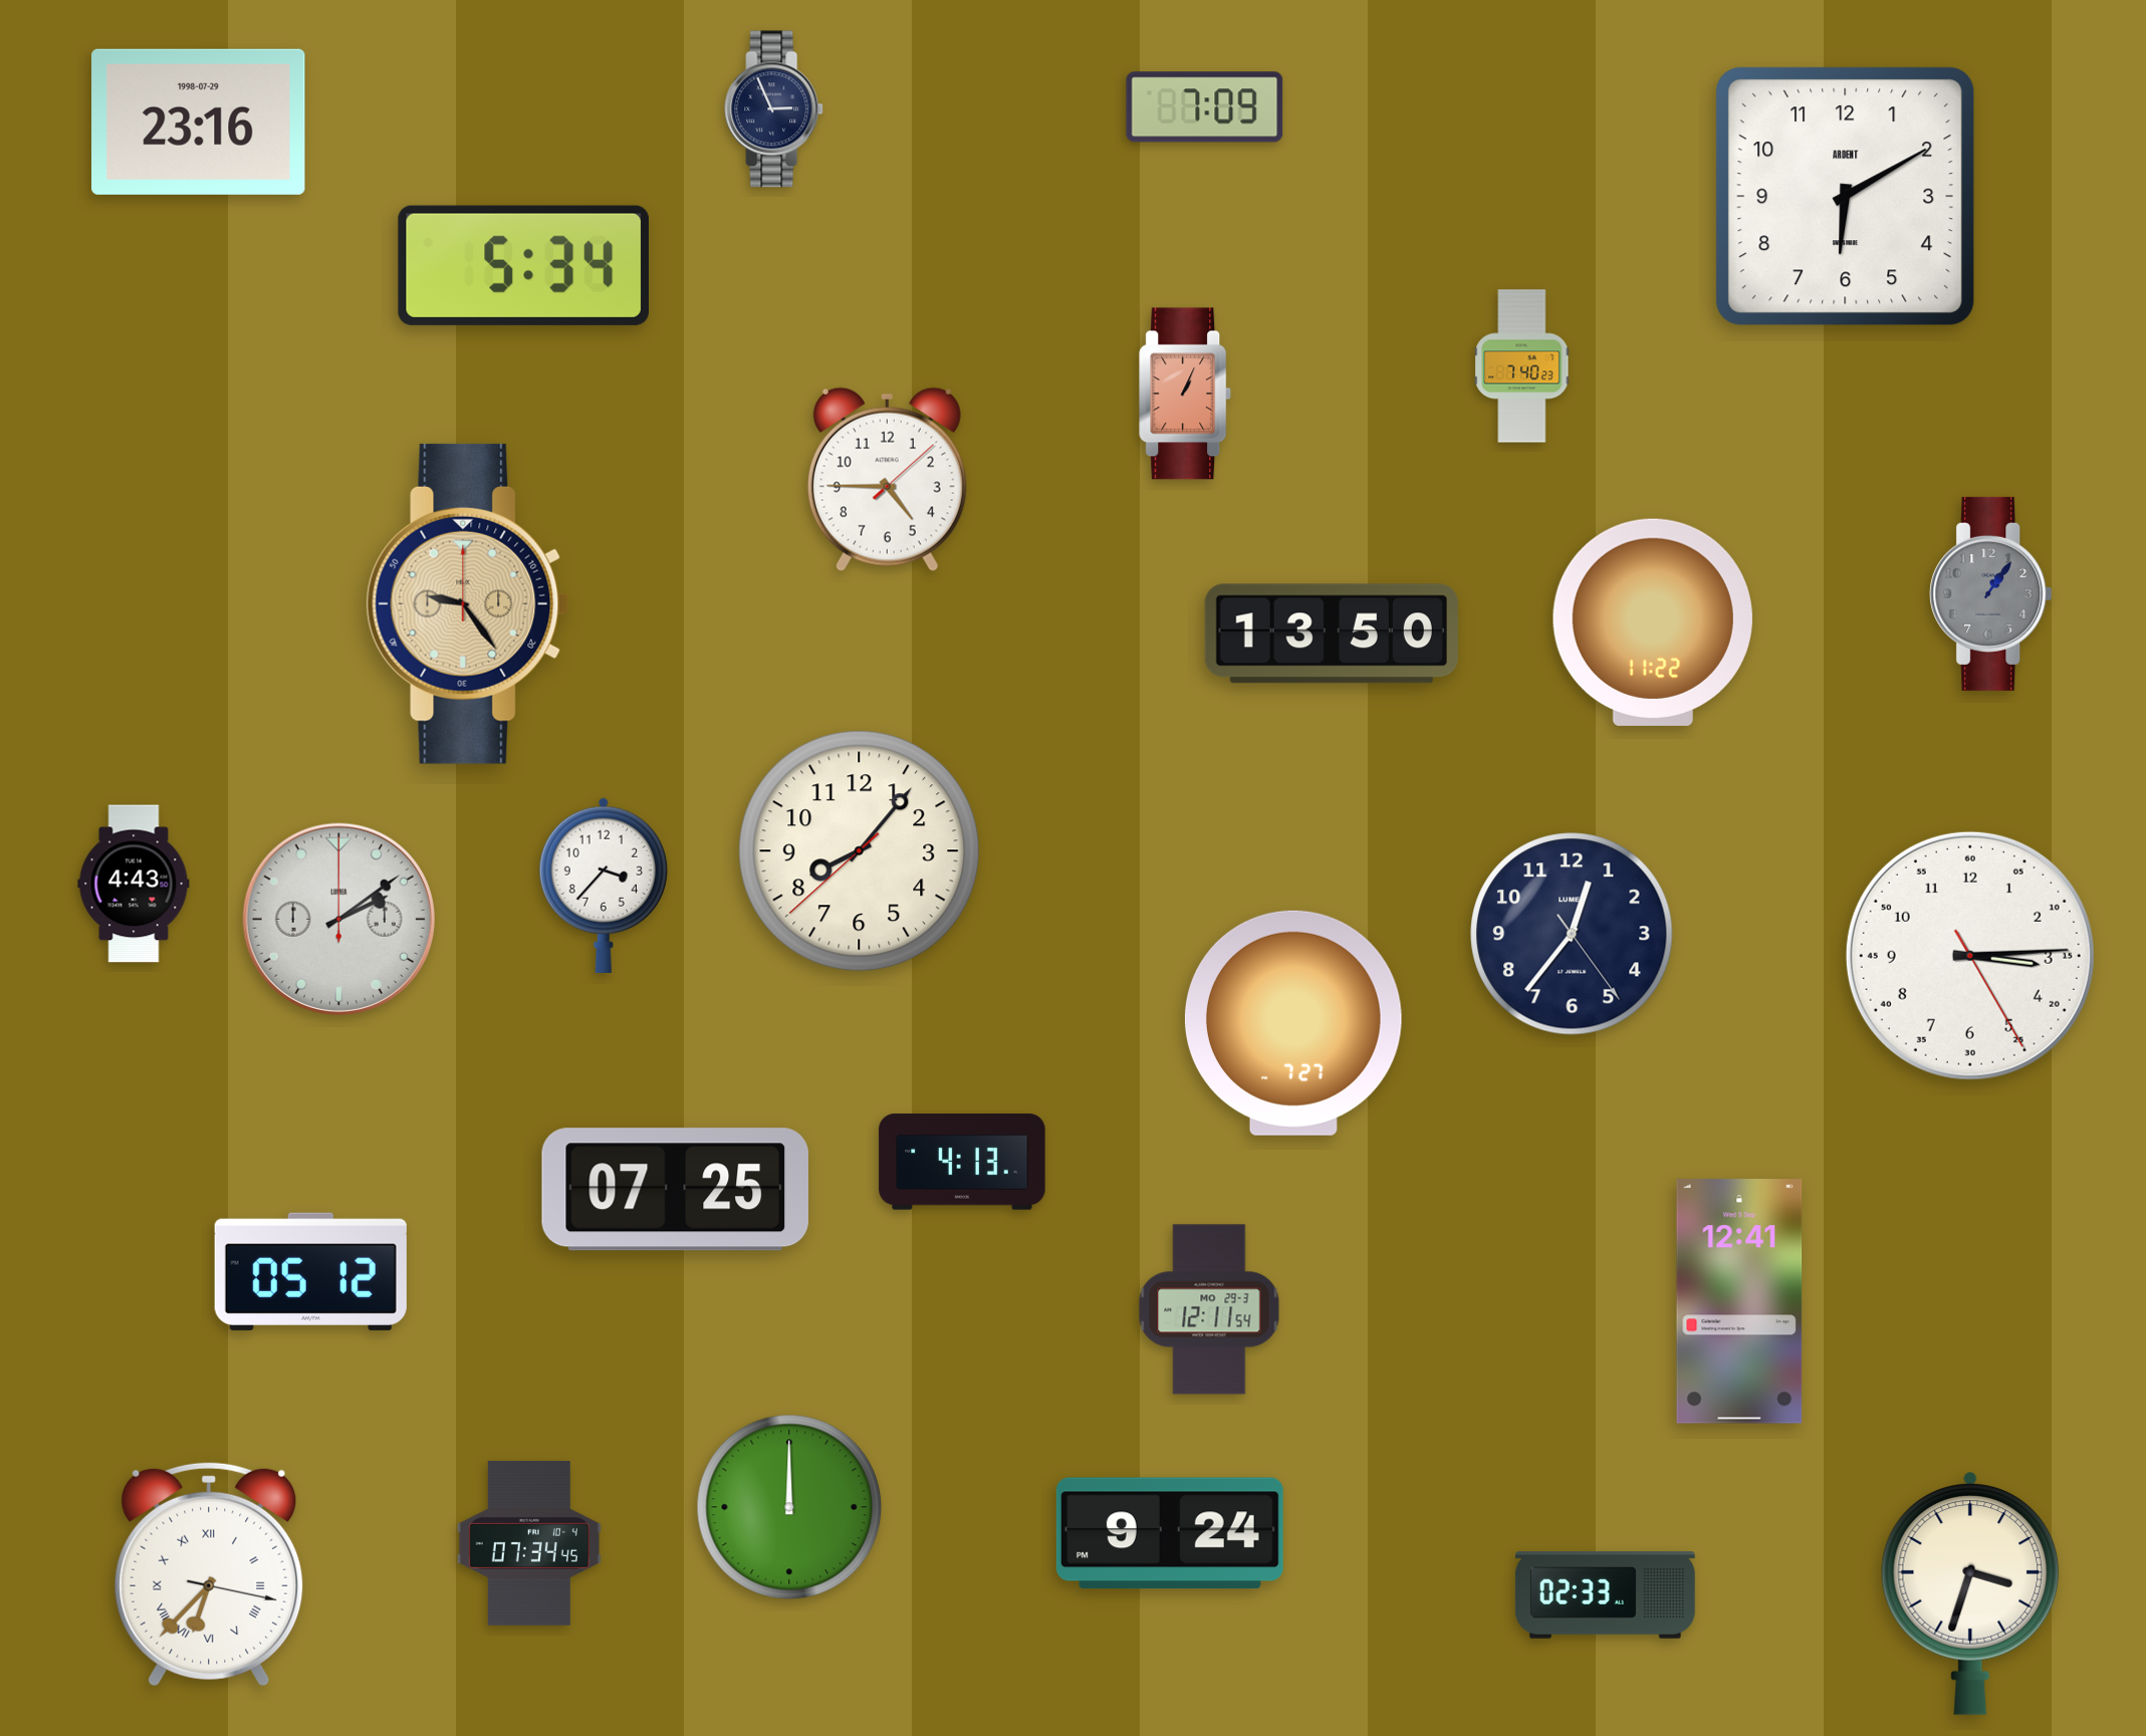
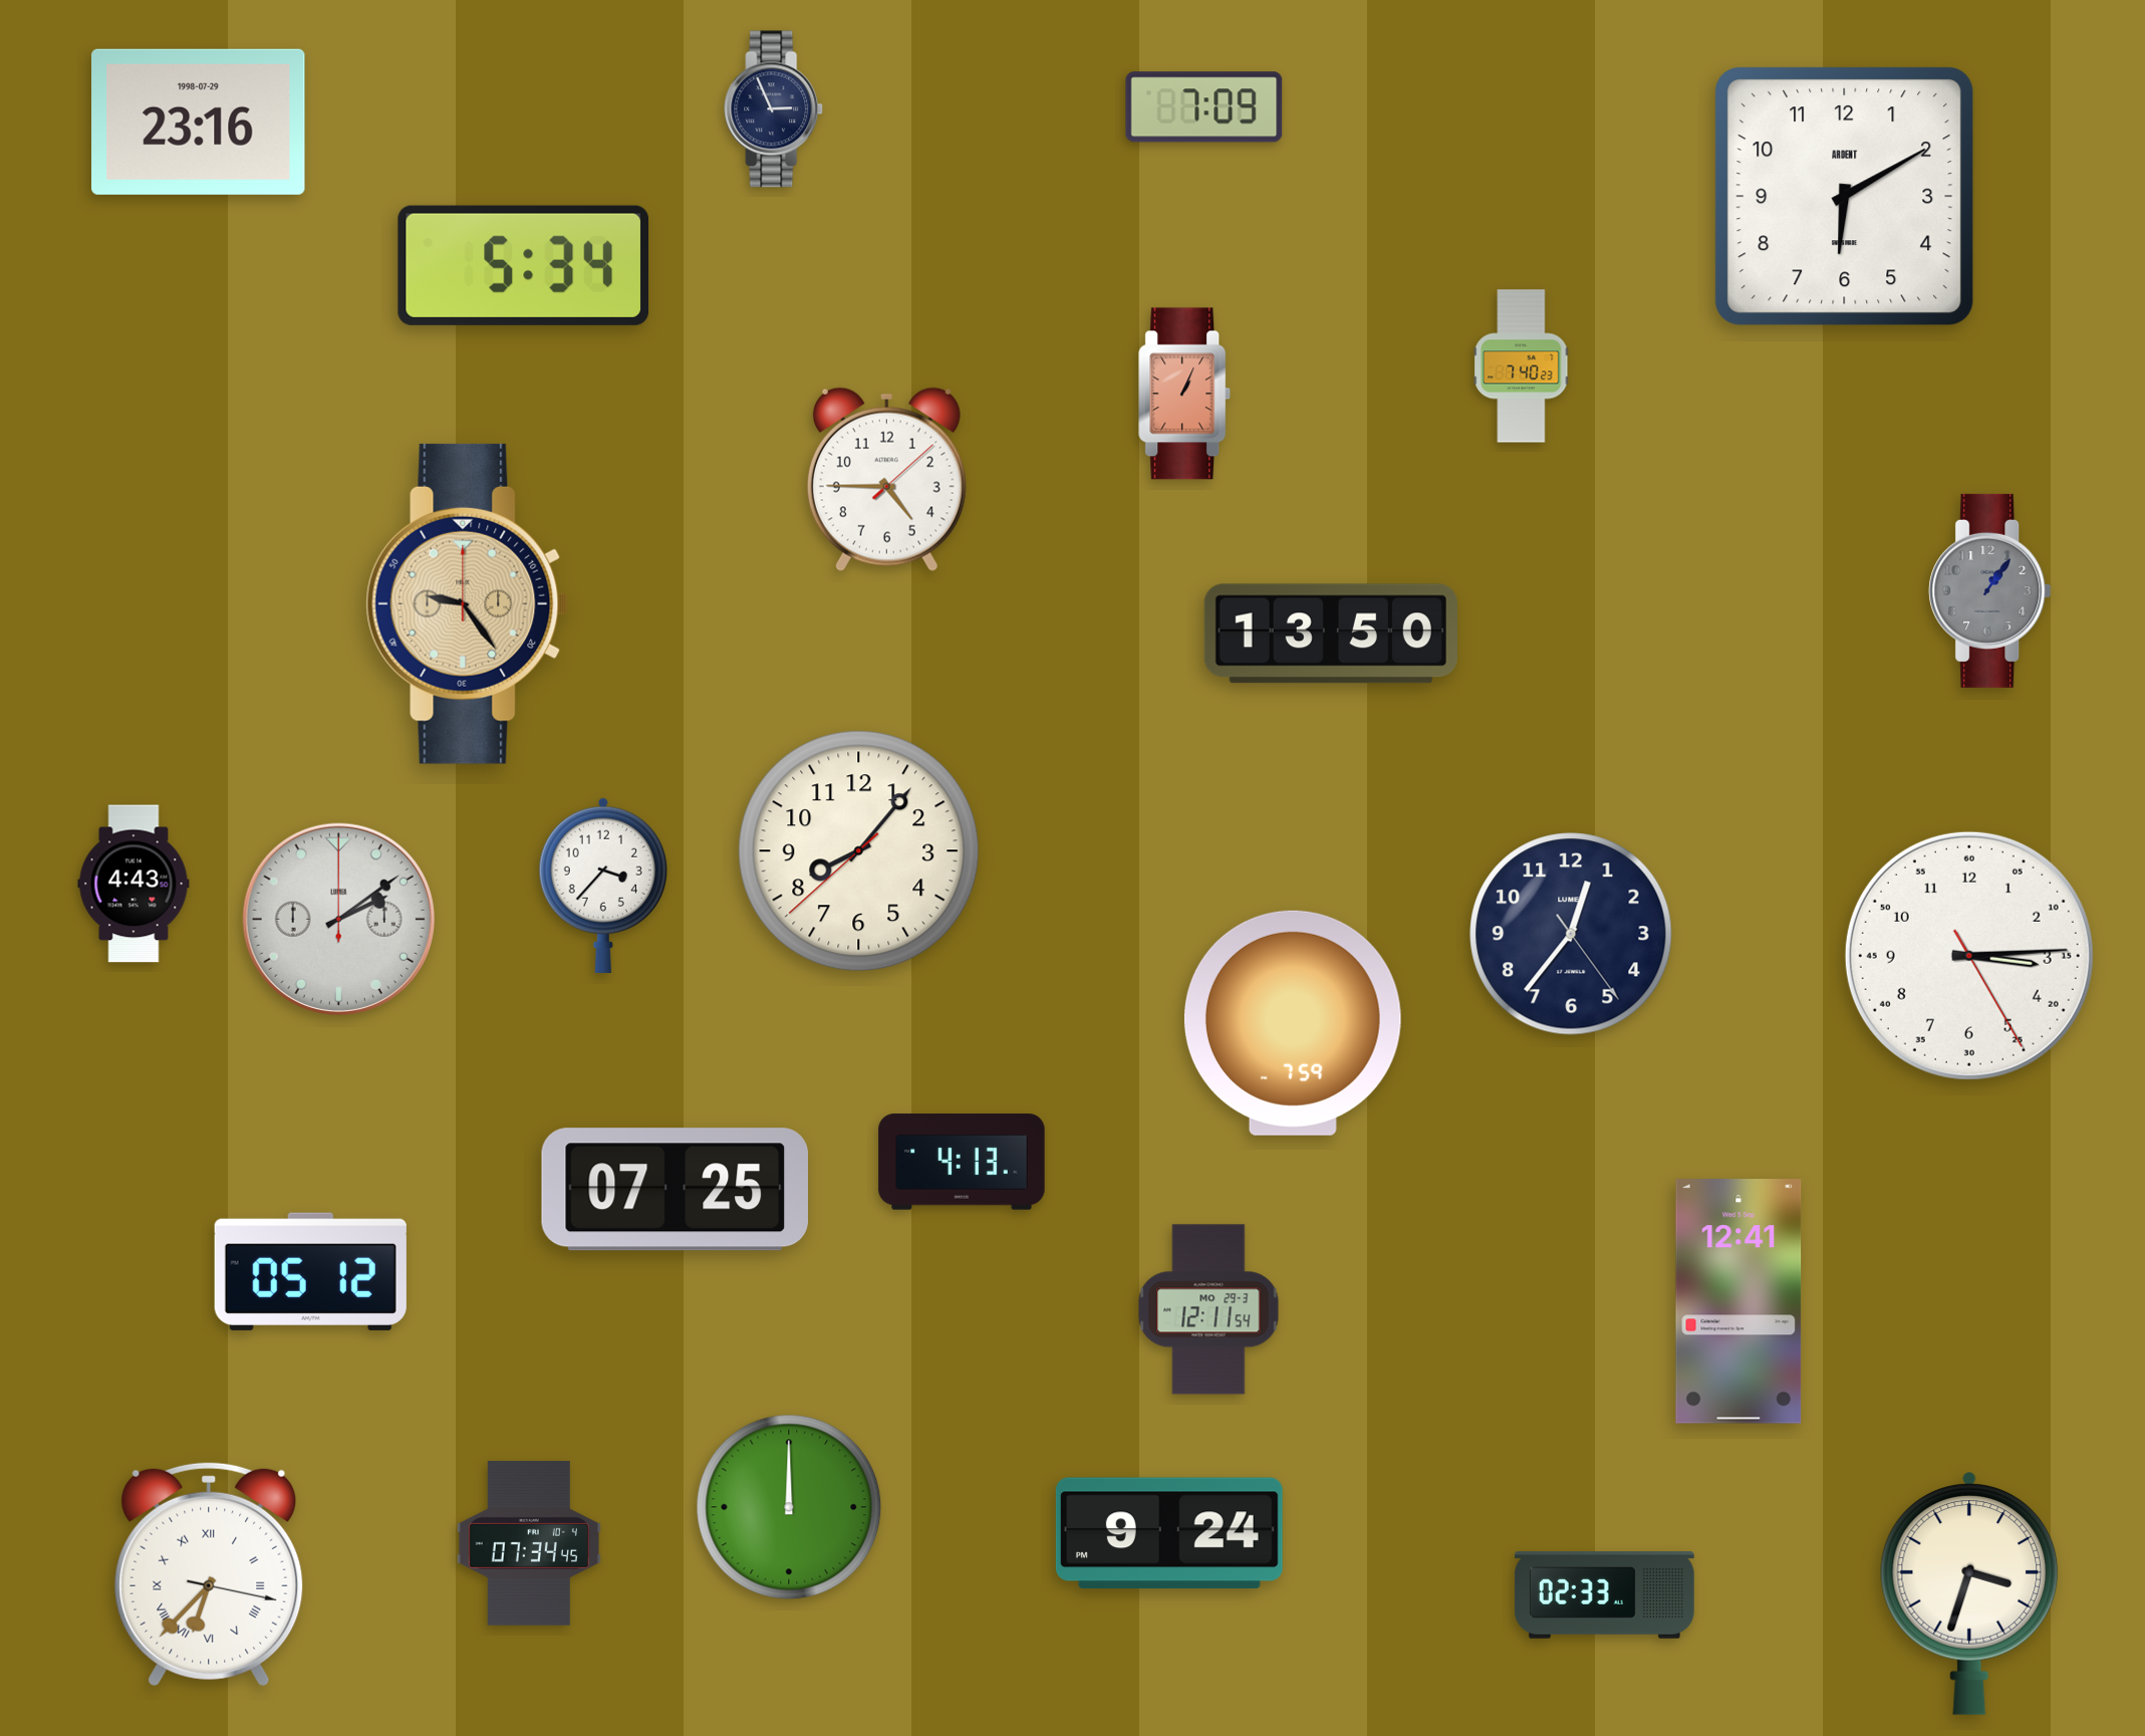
clock at (1991, 593) position: (1991, 593) -> (1990, 590)
clock at (1653, 623): 11:22 -> none
clock at (1293, 1023): 7:27 -> 7:59
